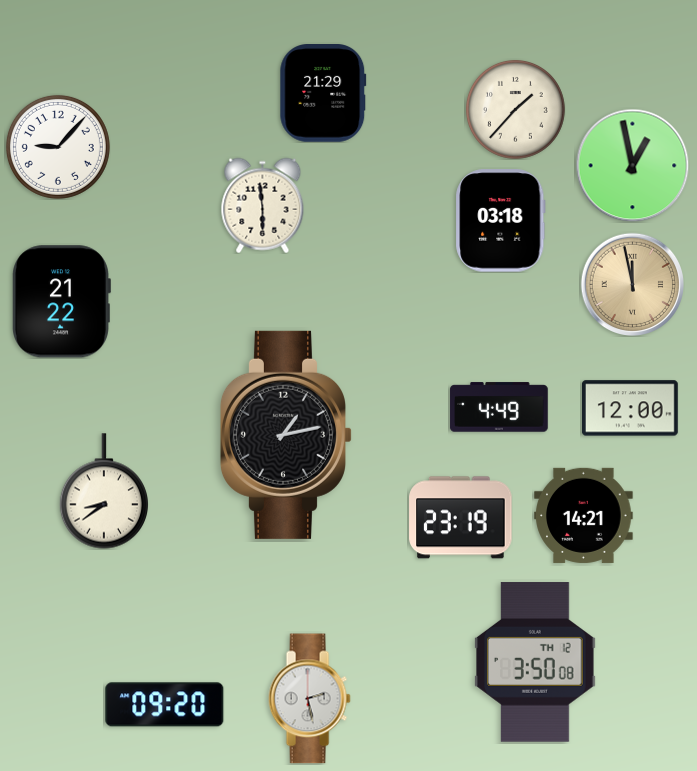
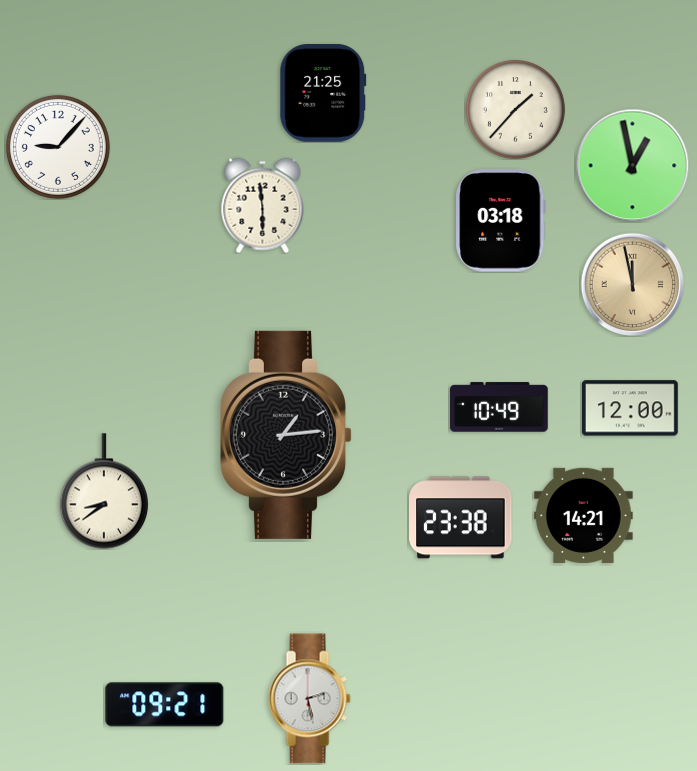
clock at (323, 94): 21:29 -> 21:25
clock at (62, 302): 21:22 -> none
clock at (499, 407): 4:49 -> 10:49
clock at (286, 435): 1:13 -> 1:14
clock at (461, 518): 23:19 -> 23:38
clock at (535, 662): 3:50 -> none
clock at (165, 705): 09:20 -> 09:21
